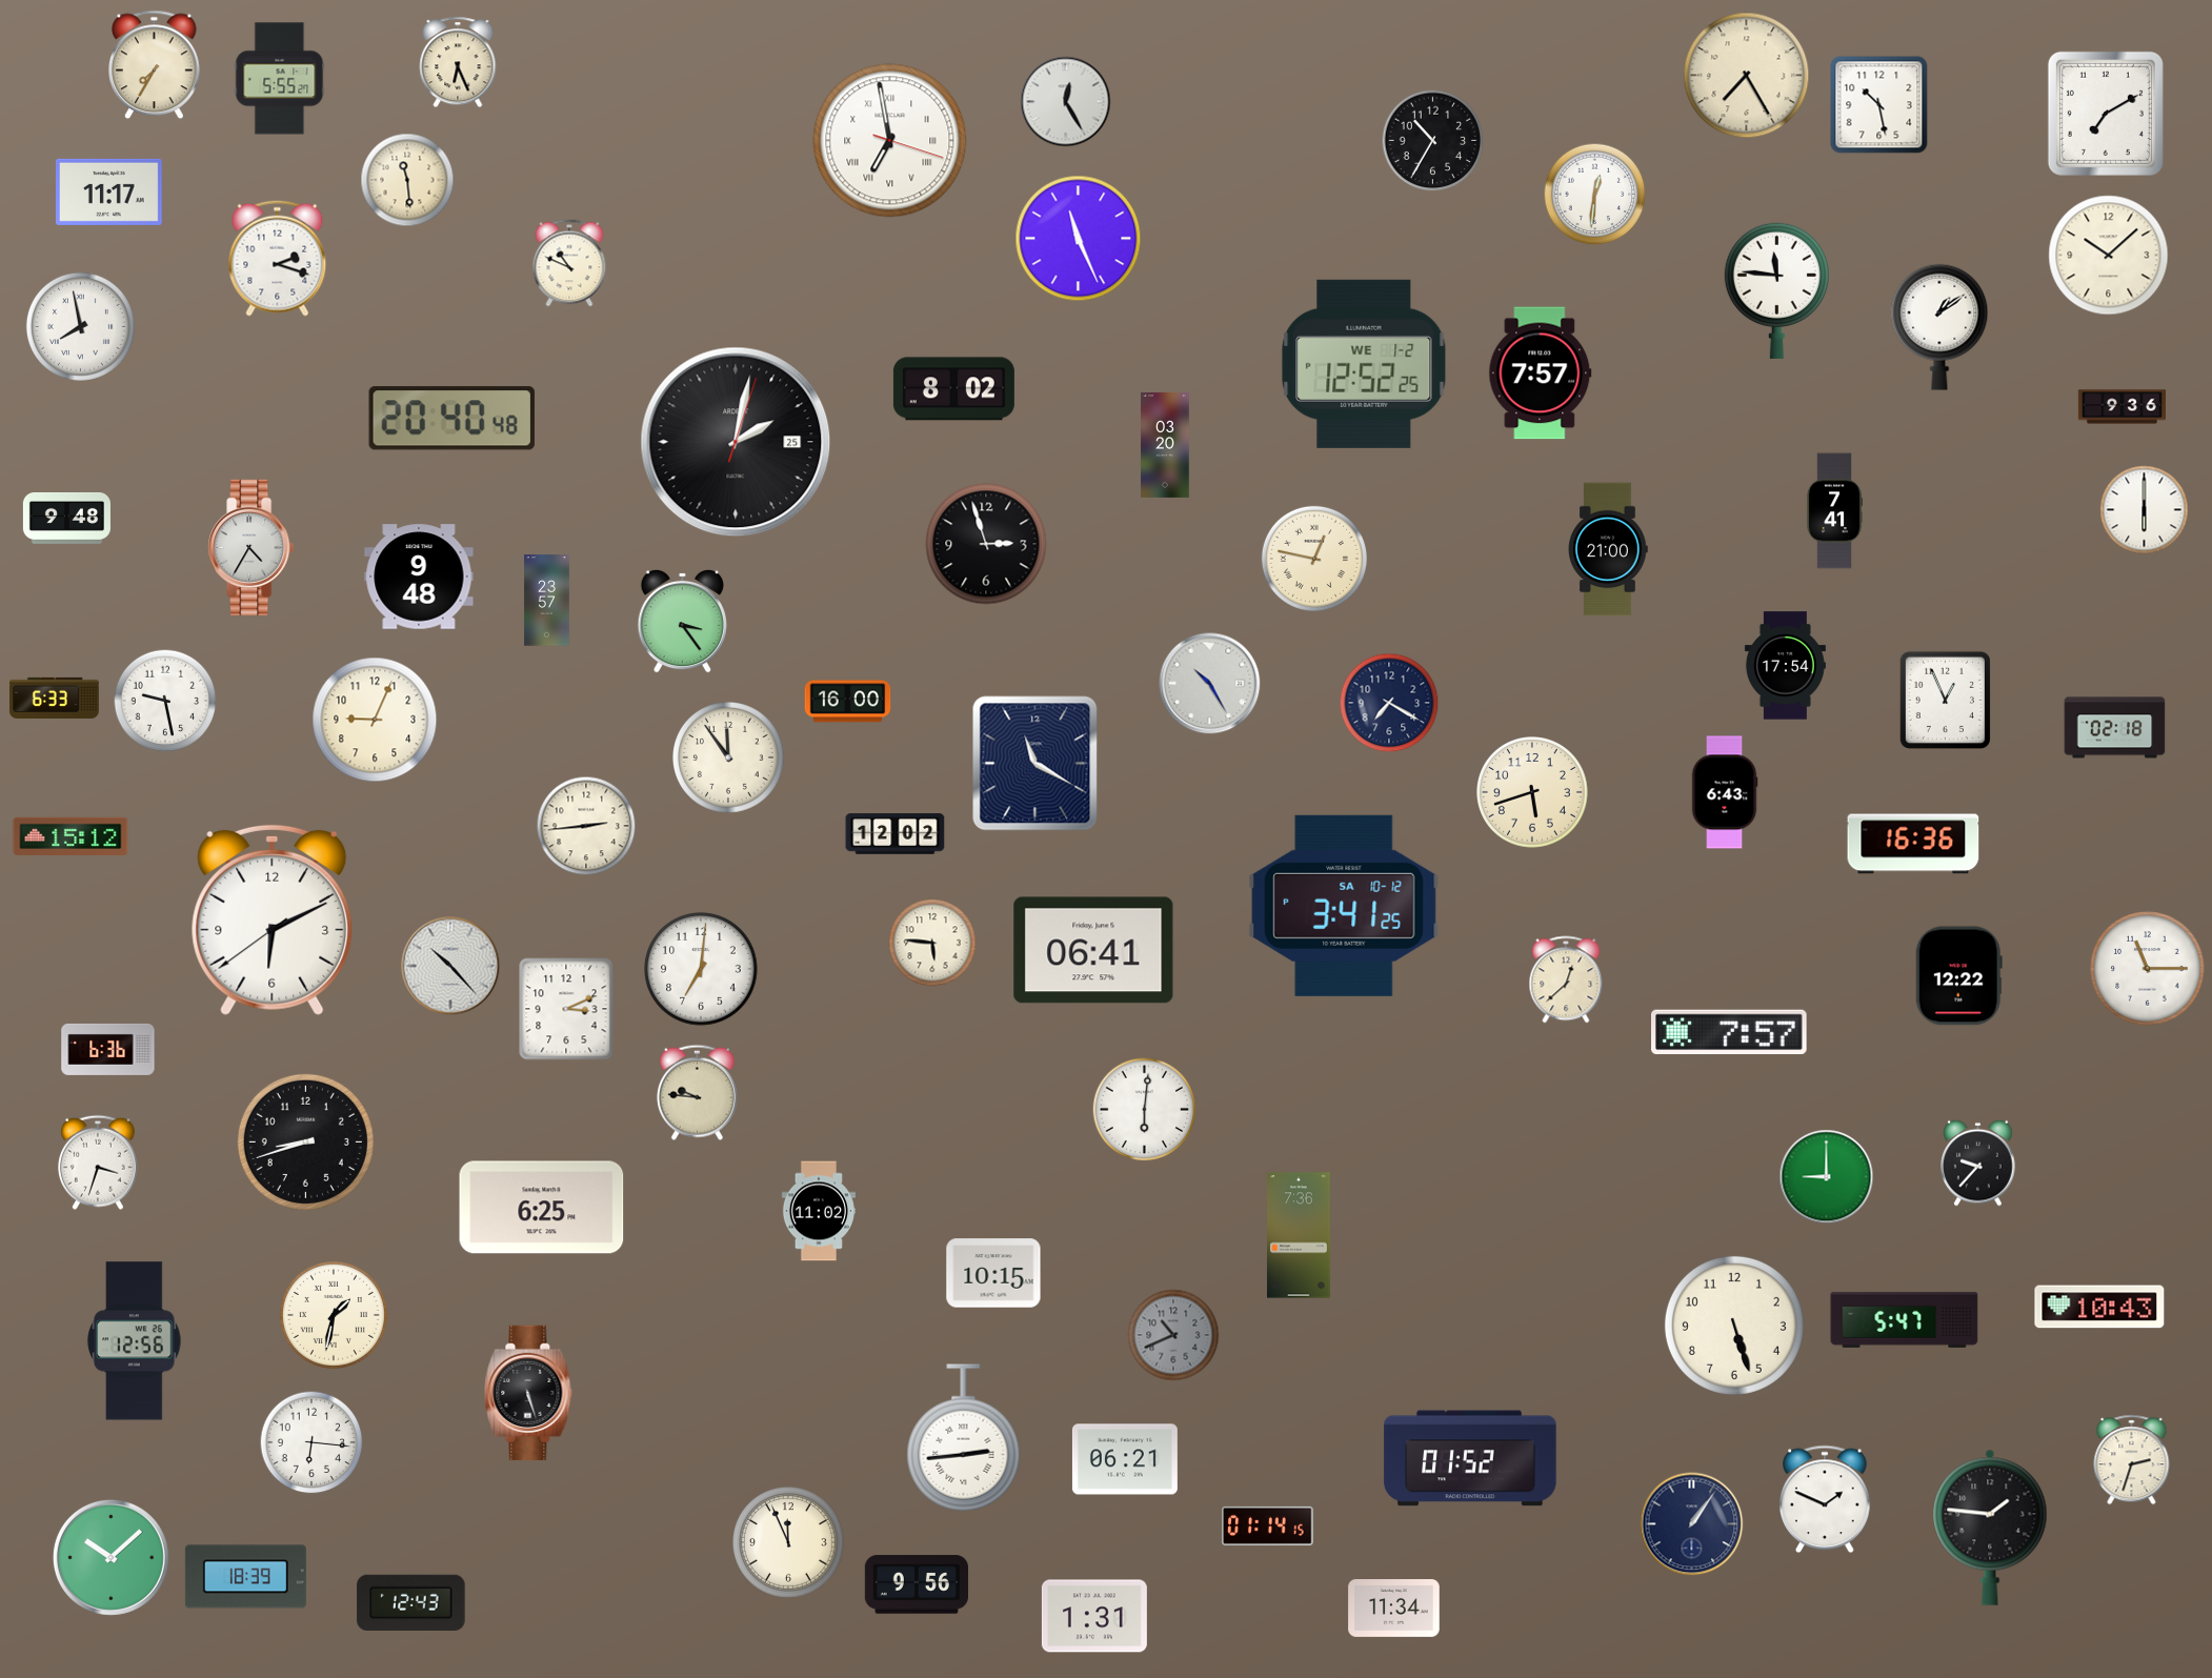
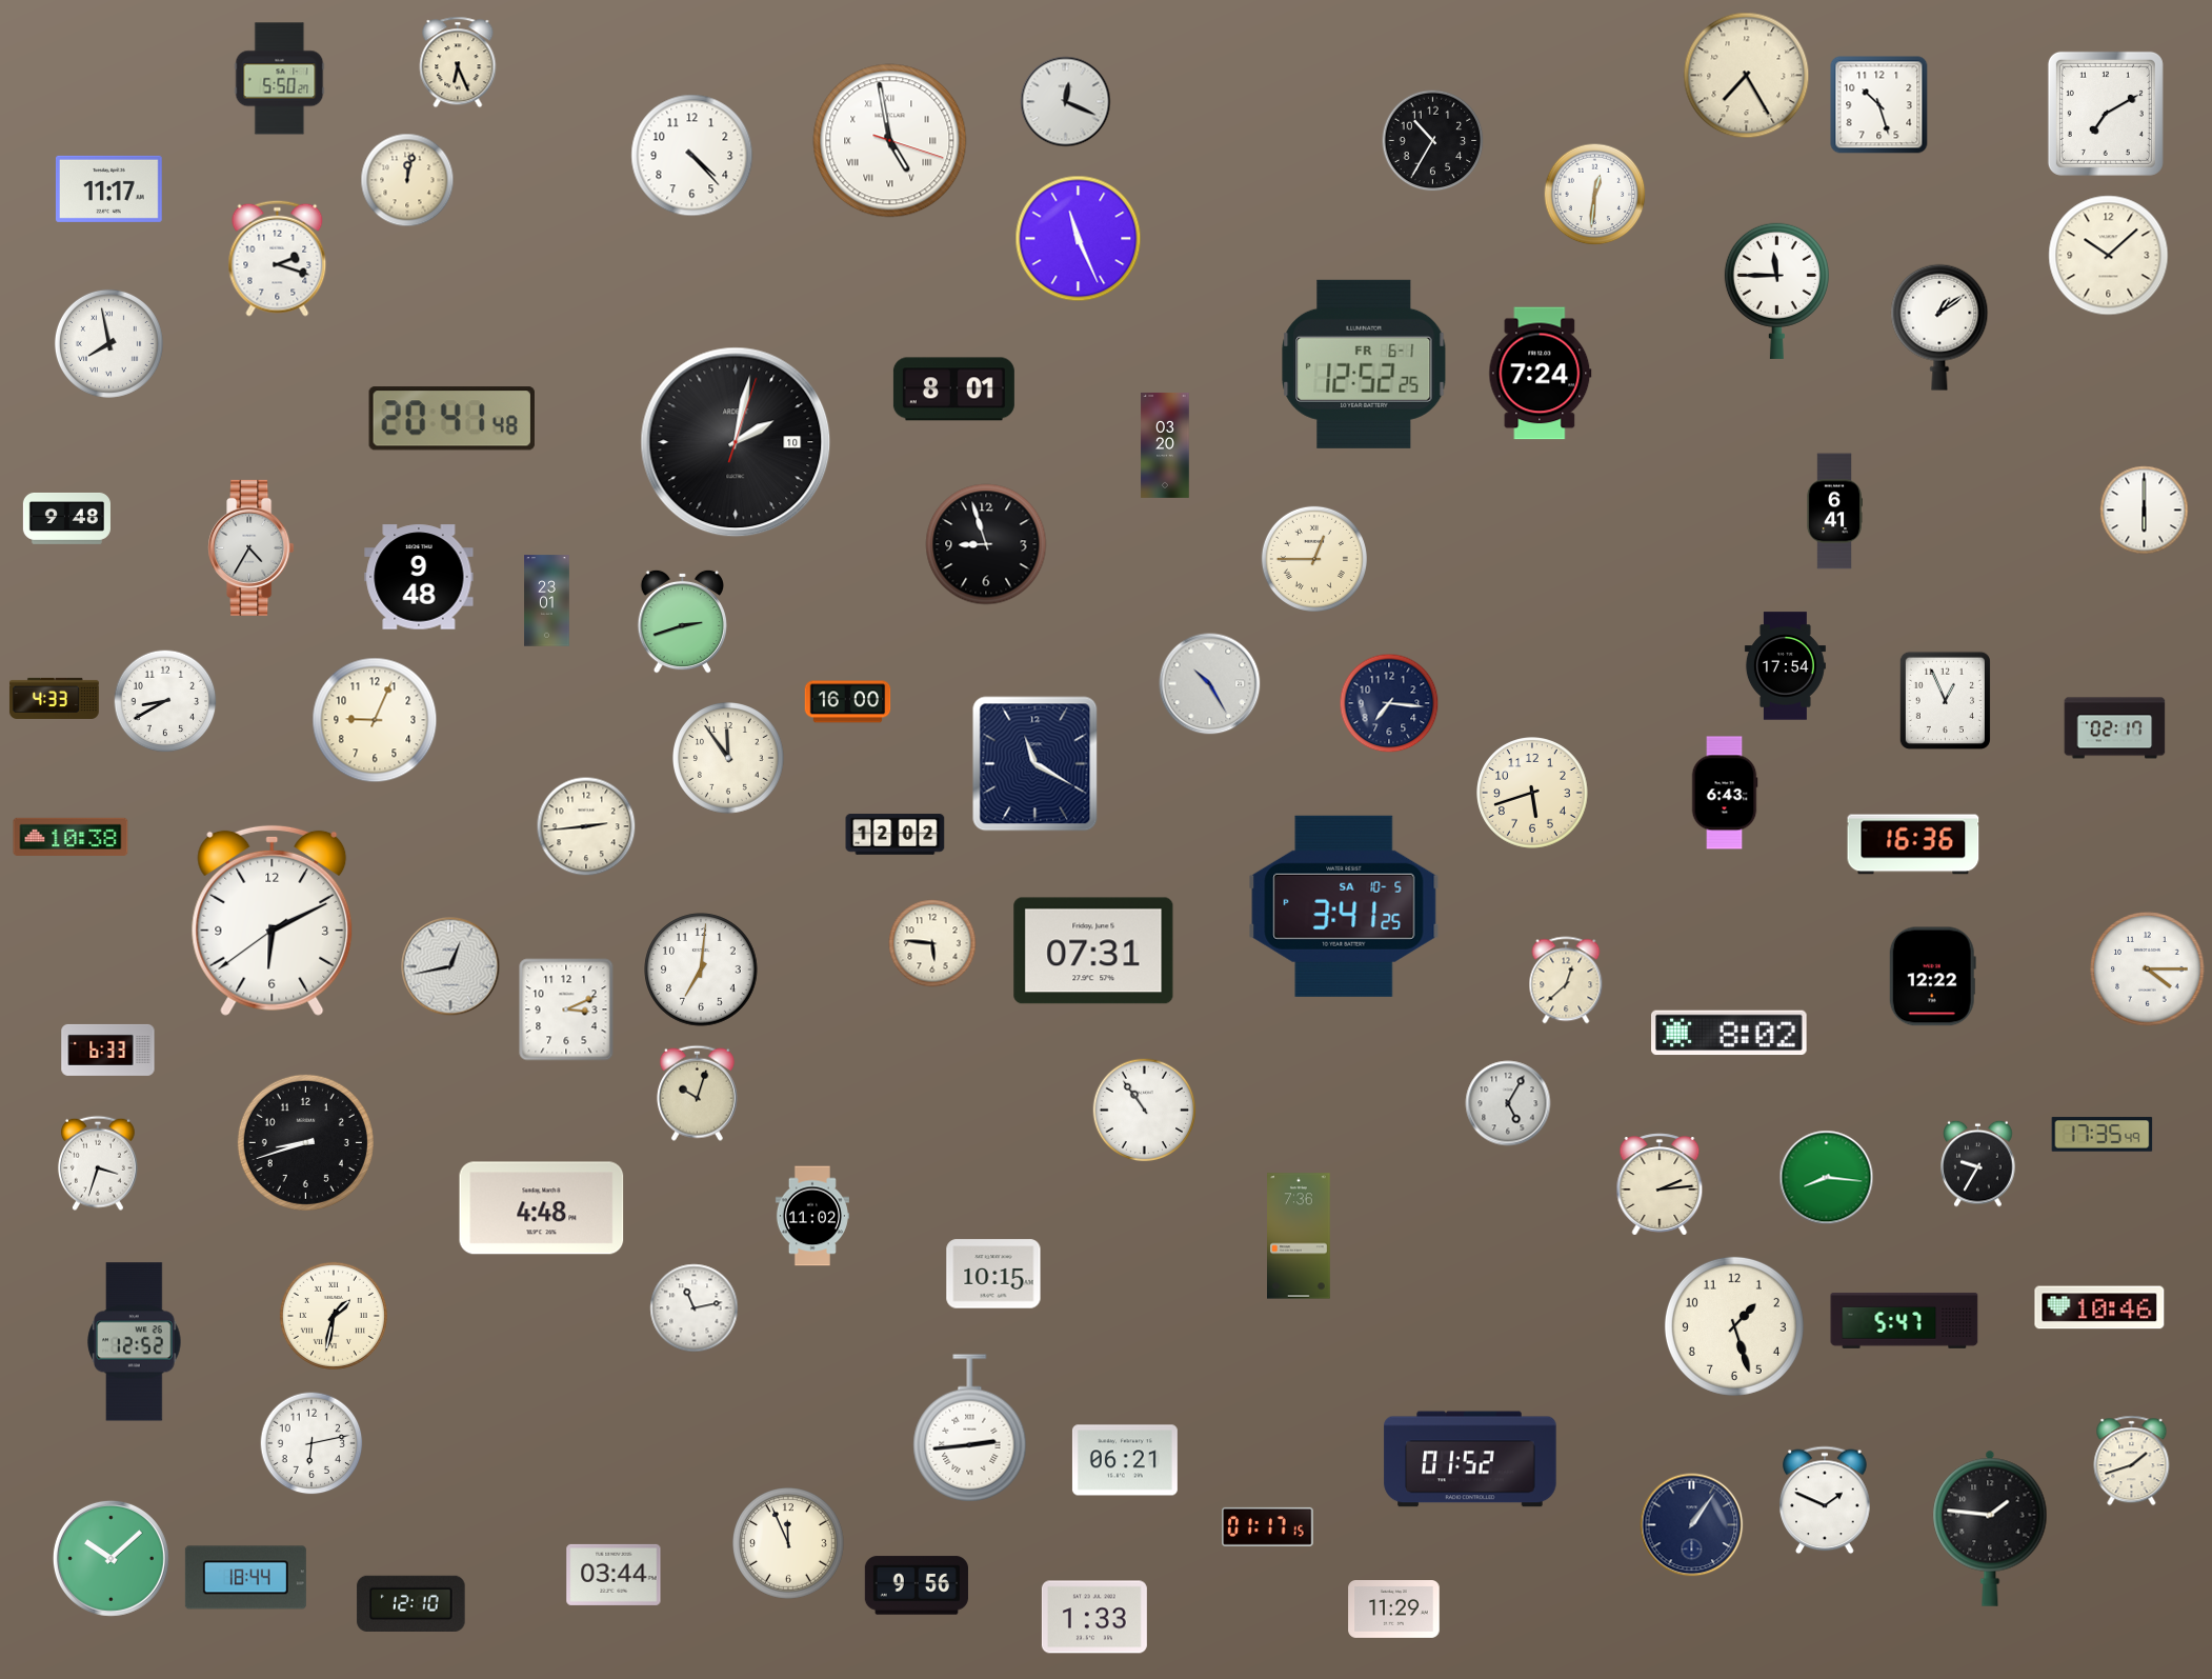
clock at (155, 65): 7:35 -> none
clock at (280, 79): 5:55 -> 5:50
clock at (1066, 102): 12:25 -> 12:19
clock at (1879, 105): 10:28 -> 10:27
clock at (890, 141): 6:58 -> 4:58
clock at (692, 156): none -> 4:23
clock at (407, 180): 11:29 -> 12:02
clock at (108, 191) position: (108, 191) -> (108, 188)
clock at (569, 263): 10:49 -> none
clock at (1776, 290): 11:46 -> 11:45
clock at (80, 326) position: (80, 326) -> (108, 343)
clock at (1364, 364) date: WE 1-2 -> FR 6-1
clock at (1541, 373): 7:57 -> 7:24
clock at (953, 389): 8:02 -> 8:01
clock at (2121, 407): 9:36 -> none
clock at (451, 419): 20:40 -> 20:41
clock at (736, 442) date: 25 -> 10
clock at (1834, 511): 7:41 -> 6:41
clock at (986, 544): 2:57 -> 8:57
clock at (1608, 549): 21:00 -> none
clock at (1314, 559): 12:47 -> 12:45
clock at (547, 601): 23:57 -> 23:01
clock at (682, 621): 3:24 -> 2:42
clock at (54, 698): 6:33 -> 4:33
clock at (165, 701): 9:28 -> 8:40
clock at (1389, 703): 7:20 -> 7:16
clock at (2115, 728): 02:18 -> 02:17
clock at (71, 835): 15:12 -> 10:38
clock at (1344, 906) date: SA 10-12 -> SA 10-5
clock at (1093, 950): 06:41 -> 07:31
clock at (450, 966): 10:23 -> 12:43
clock at (2148, 969): 11:15 -> 4:15
clock at (1958, 976) position: (1958, 976) -> (1932, 977)
clock at (1730, 1032): 7:57 -> 8:02
clock at (108, 1049): 6:36 -> 6:33
clock at (697, 1092): 9:46 -> 10:03
clock at (1508, 1103): none -> 5:05
clock at (1145, 1110): 6:01 -> 10:54
clock at (2103, 1135): none -> 17:35
clock at (1978, 1163): 9:37 -> 9:35
clock at (1827, 1177): 9:00 -> 8:16
clock at (1660, 1184): none -> 2:14
clock at (542, 1208): 6:25 -> 4:48
clock at (819, 1211) position: (819, 1211) -> (812, 1216)
clock at (2099, 1307): 10:43 -> 10:46
clock at (695, 1308): none -> 11:13
clock at (1734, 1326): 5:27 -> 1:27
clock at (1173, 1335): 10:41 -> none
clock at (135, 1341): 12:56 -> 12:52
clock at (528, 1393): 5:27 -> none
clock at (964, 1438) position: (964, 1438) -> (970, 1428)
clock at (311, 1442): 6:16 -> 6:13
clock at (2132, 1460): 2:33 -> 1:42
clock at (1268, 1525): 01:14 -> 01:17
clock at (614, 1575): none -> 03:44
clock at (245, 1577): 18:39 -> 18:44
clock at (411, 1602): 12:43 -> 12:10
clock at (1394, 1609): 11:34 -> 11:29
clock at (1094, 1616): 1:31 -> 1:33
